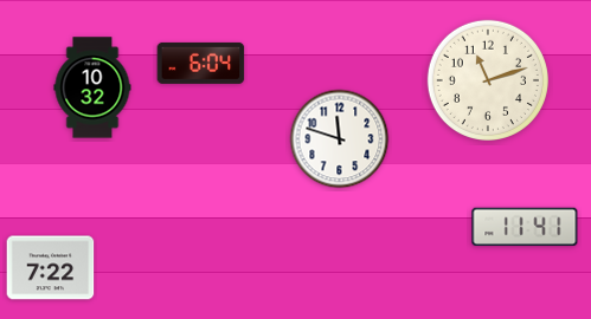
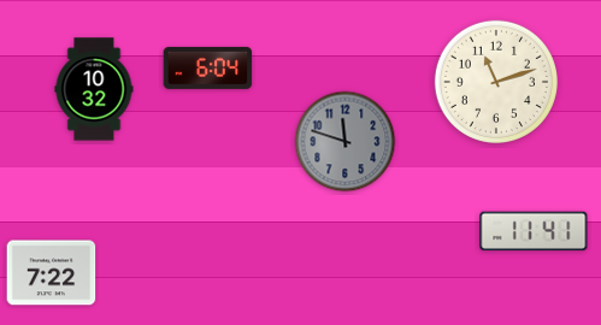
clock at (201, 63) position: (201, 63) -> (208, 67)
clock at (340, 139) dial: white -> grey
